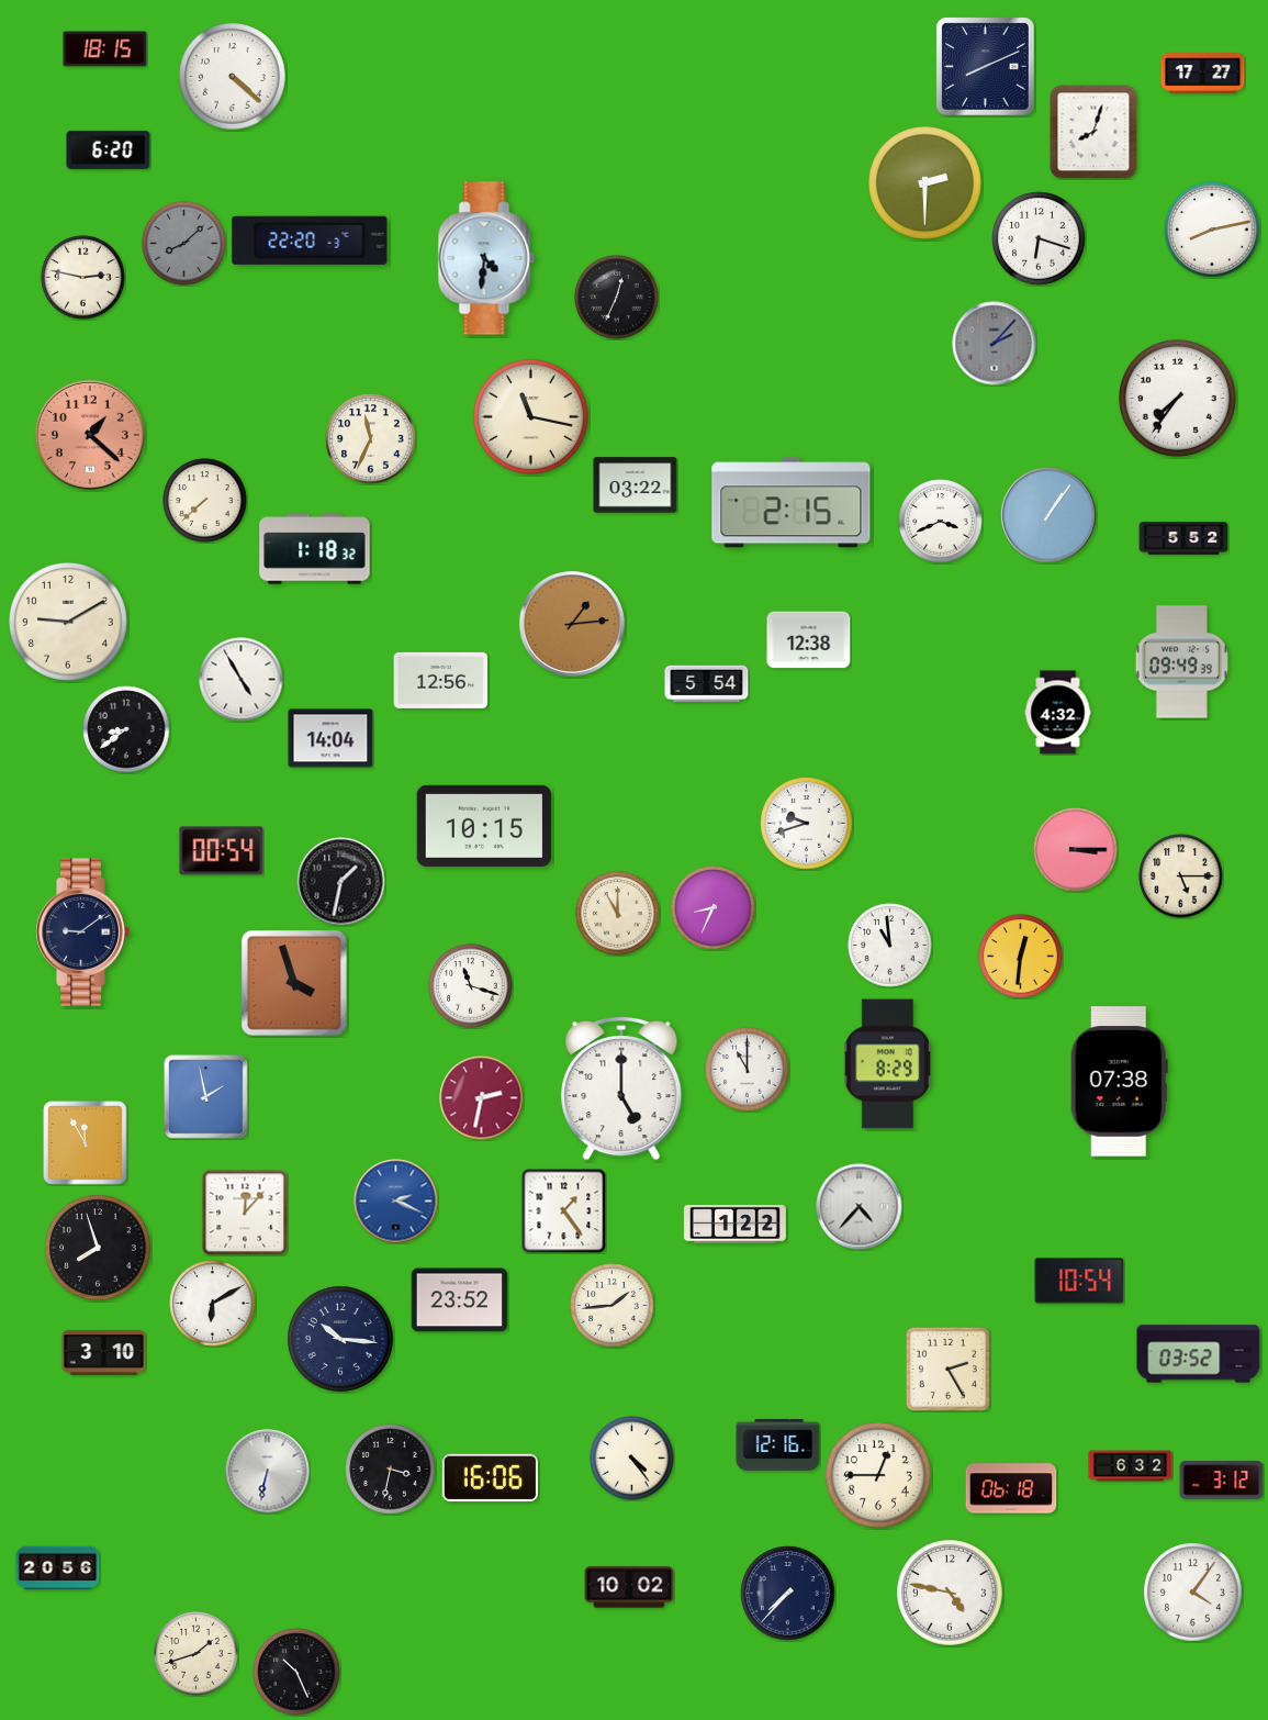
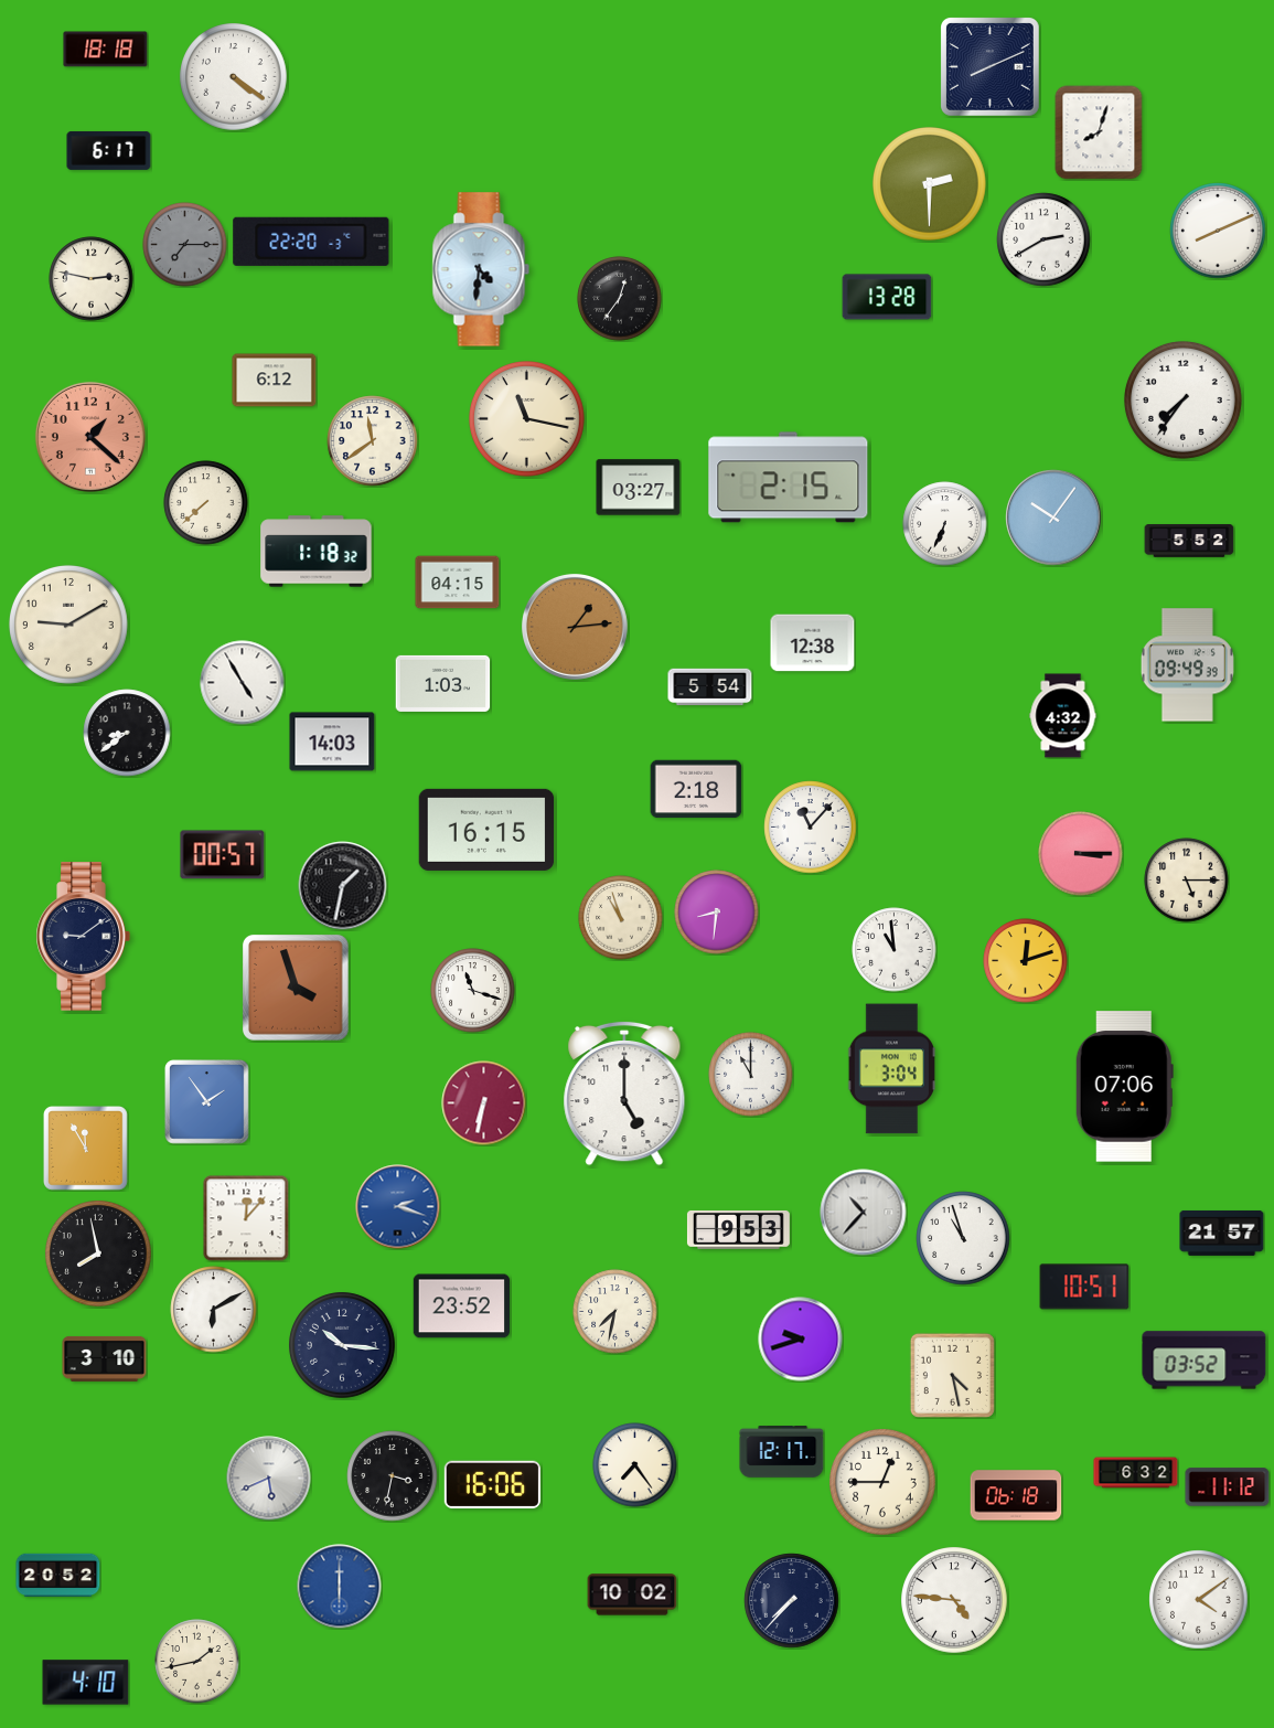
clock at (105, 49): 18:15 -> 18:18
clock at (1203, 74): 17:27 -> none
clock at (233, 77): 4:22 -> 4:21
clock at (109, 149): 6:20 -> 6:17
clock at (1212, 230): 8:13 -> 8:11
clock at (1039, 238): 6:18 -> 2:40
clock at (184, 244): 8:08 -> 7:15
clock at (486, 258) position: (486, 258) -> (481, 269)
clock at (83, 278) position: (83, 278) -> (92, 279)
clock at (887, 297): none -> 13:28
clock at (617, 298): 12:34 -> 12:36
clock at (995, 344): 2:07 -> none
clock at (275, 381): none -> 6:12
clock at (531, 417) position: (531, 417) -> (527, 419)
clock at (371, 439): 11:34 -> 11:39
clock at (636, 485): 03:22 -> 03:27
clock at (792, 503) position: (792, 503) -> (789, 478)
clock at (1048, 515): 1:06 -> 10:06
clock at (941, 522): 3:41 -> 6:34
clock at (458, 583): none -> 04:15
clock at (441, 680): 12:56 -> 1:03
clock at (330, 738): 14:04 -> 14:03
clock at (696, 789): none -> 2:18
clock at (807, 824): 9:42 -> 11:07
clock at (484, 826): 10:15 -> 16:15
clock at (222, 851): 00:54 -> 00:57
clock at (714, 908): 8:34 -> 8:31
clock at (618, 914): 11:00 -> 10:57
clock at (1021, 957): 12:31 -> 12:12
clock at (887, 1064): 8:29 -> 3:04
clock at (1119, 1082): 07:38 -> 07:06
clock at (206, 1097): 1:58 -> 1:54
clock at (482, 1098): 2:32 -> 6:32
clock at (396, 1202): 2:19 -> 2:18
clock at (860, 1207): 4:37 -> 10:37
clock at (563, 1210): 1:24 -> none
clock at (734, 1224): 1:22 -> 9:53
clock at (1222, 1233): none -> 21:57
clock at (963, 1238): none -> 10:57
clock at (98, 1248): 7:57 -> 7:58
clock at (1079, 1281): 10:54 -> 10:51
clock at (613, 1306): 1:44 -> 7:32
clock at (801, 1340): none -> 9:42
clock at (947, 1369): 2:25 -> 4:28
clock at (778, 1445): 12:16 -> 12:17
clock at (632, 1459): 4:24 -> 7:24
clock at (268, 1472): 6:32 -> 5:41
clock at (1222, 1481): 3:12 -> 11:12
clock at (58, 1568): 20:56 -> 20:52
clock at (340, 1587): none -> 6:00
clock at (950, 1593): 4:47 -> 4:46
clock at (1193, 1593): 4:06 -> 4:09
clock at (197, 1654): 1:42 -> 1:43
clock at (296, 1672): 10:26 -> none
clock at (86, 1683): none -> 4:10
